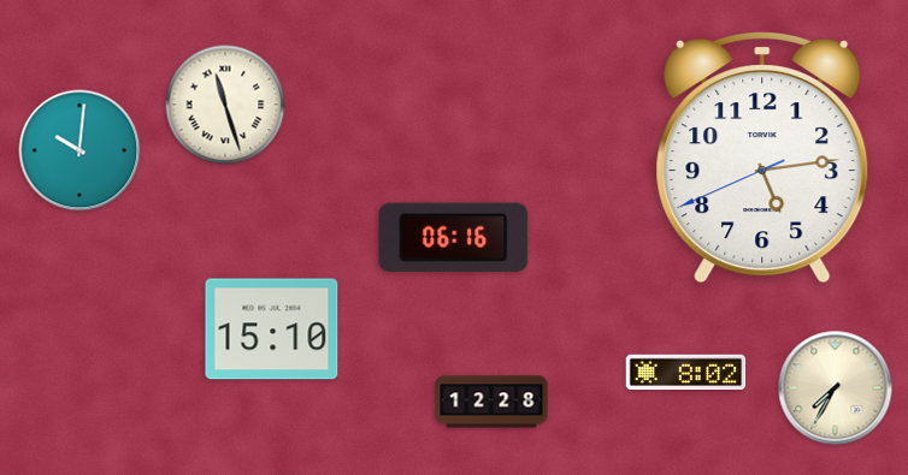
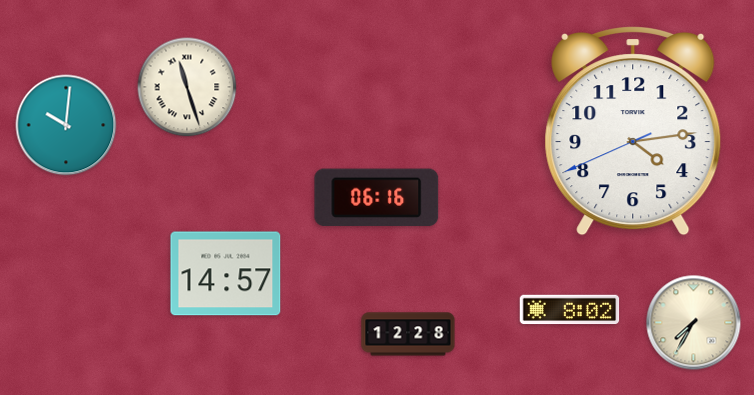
clock at (762, 159): 5:13 -> 4:13
clock at (272, 329): 15:10 -> 14:57
